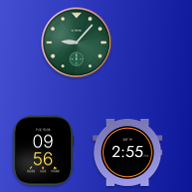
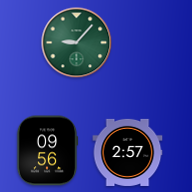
clock at (43, 151) position: (43, 151) -> (47, 151)
clock at (128, 152): 2:55 -> 2:57
